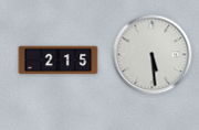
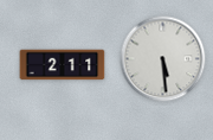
clock at (59, 61): 2:15 -> 2:11
